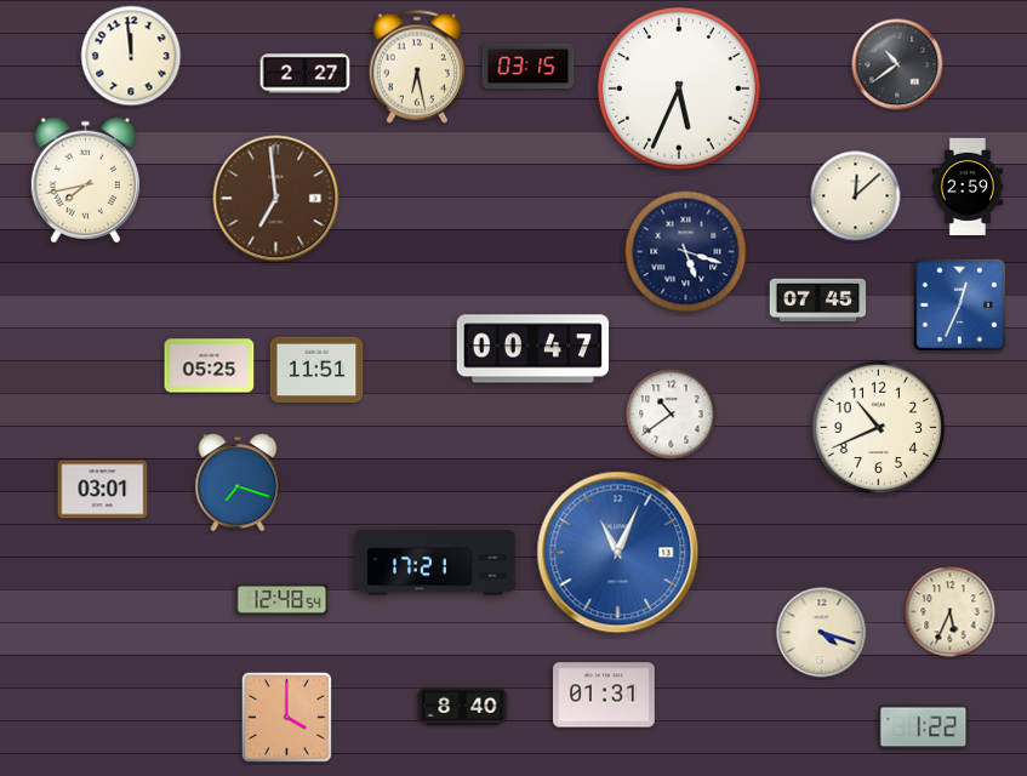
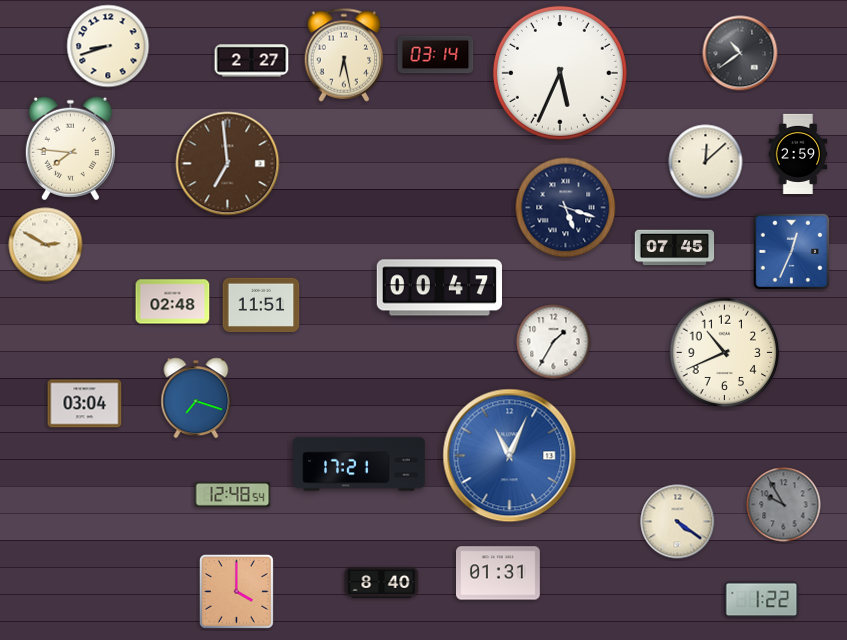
clock at (131, 56): 11:59 -> 8:42
clock at (529, 67): 03:15 -> 03:14
clock at (85, 181): 7:43 -> 7:46
clock at (46, 245): none -> 2:50
clock at (210, 366): 05:25 -> 02:48
clock at (672, 415): 10:39 -> 1:35
clock at (103, 490): 03:01 -> 03:04
clock at (951, 612): 5:34 -> 9:55
clock at (951, 612) dial: cream -> grey
clock at (822, 633): 4:18 -> 4:21
